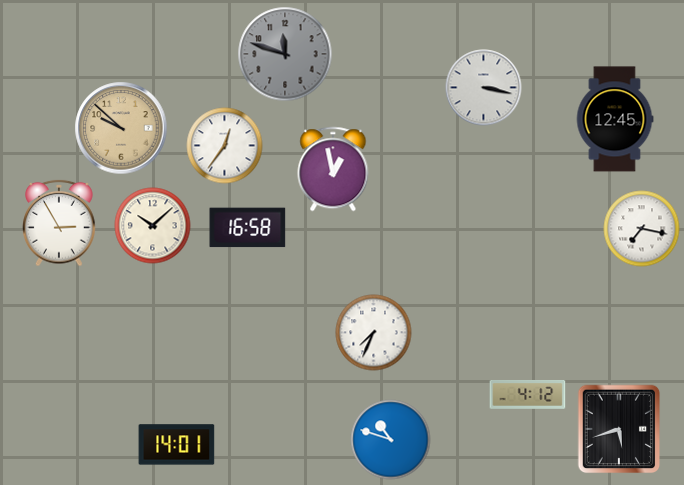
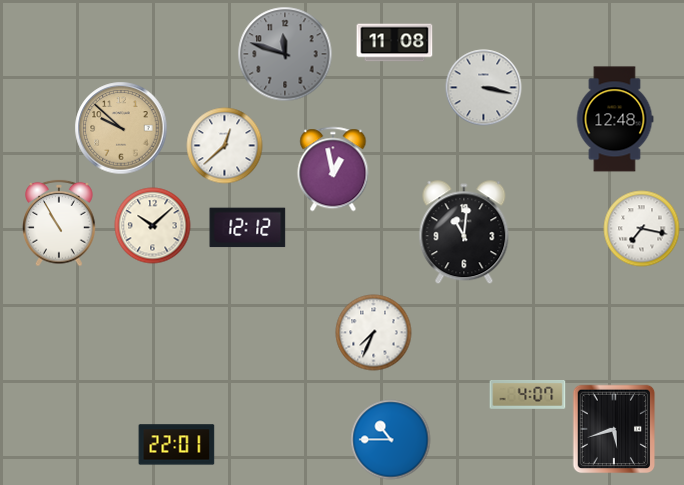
clock at (395, 43): none -> 11:08
clock at (615, 119): 12:45 -> 12:48
clock at (225, 146): 12:36 -> 12:38
clock at (59, 223): 2:55 -> 10:55
clock at (248, 228): 16:58 -> 12:12
clock at (464, 233): none -> 11:01
clock at (528, 395): 4:12 -> 4:07
clock at (619, 429) position: (619, 429) -> (614, 429)
clock at (391, 440): 10:48 -> 10:45
clock at (177, 445): 14:01 -> 22:01
